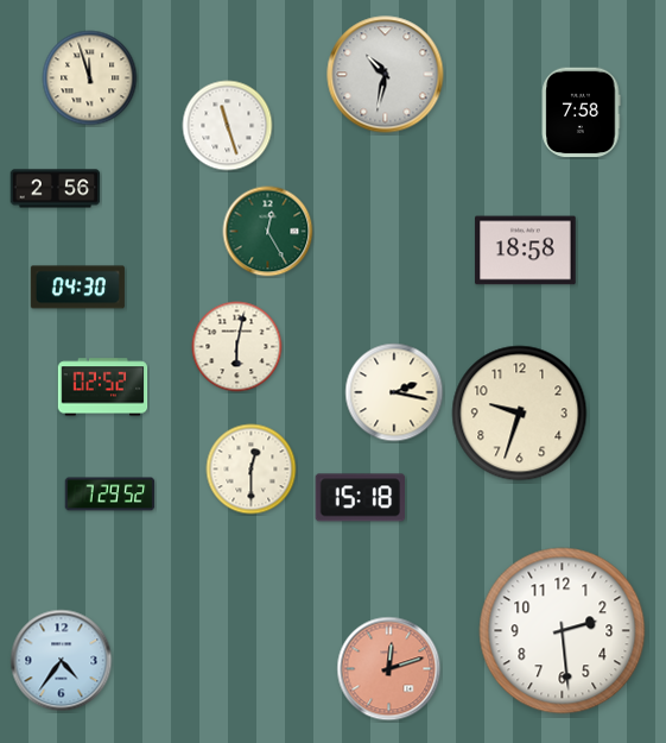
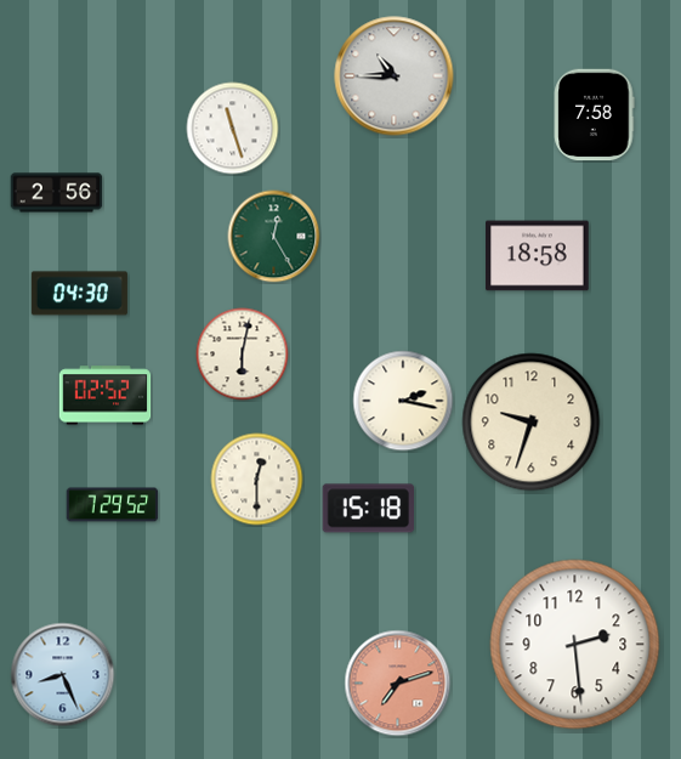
clock at (386, 75): 10:32 -> 10:45
clock at (90, 78): 11:57 -> none
clock at (62, 661): 4:36 -> 8:26
clock at (389, 669): 12:12 -> 7:12
